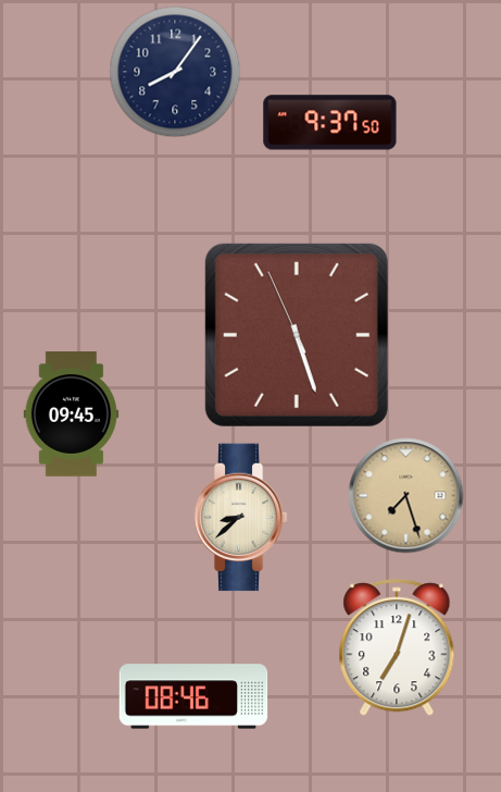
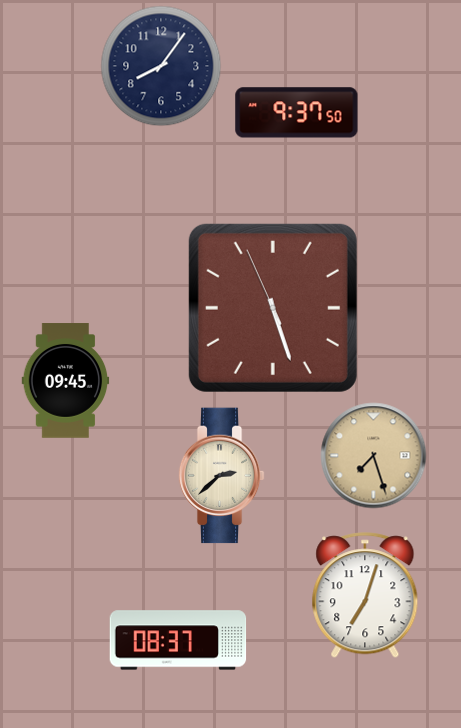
clock at (330, 123) position: (330, 123) -> (297, 113)
clock at (240, 518): 8:38 -> 2:38
clock at (193, 696): 08:46 -> 08:37
